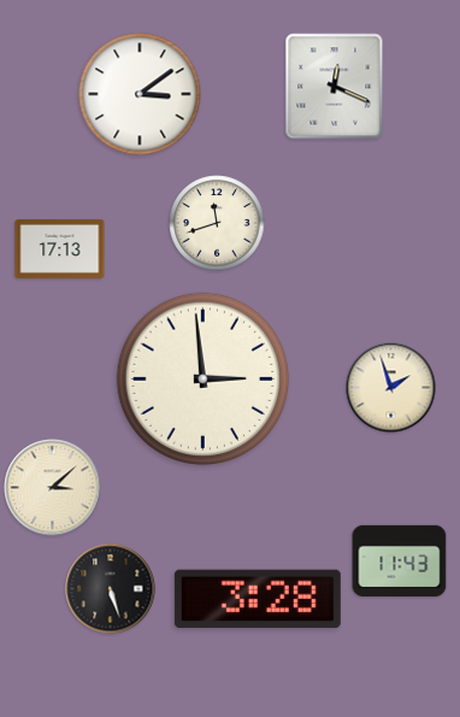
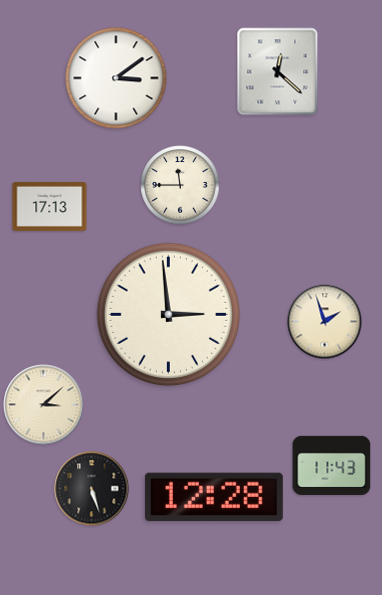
clock at (335, 87): 12:19 -> 12:22
clock at (217, 223): 11:42 -> 11:45
clock at (258, 599): 3:28 -> 12:28
